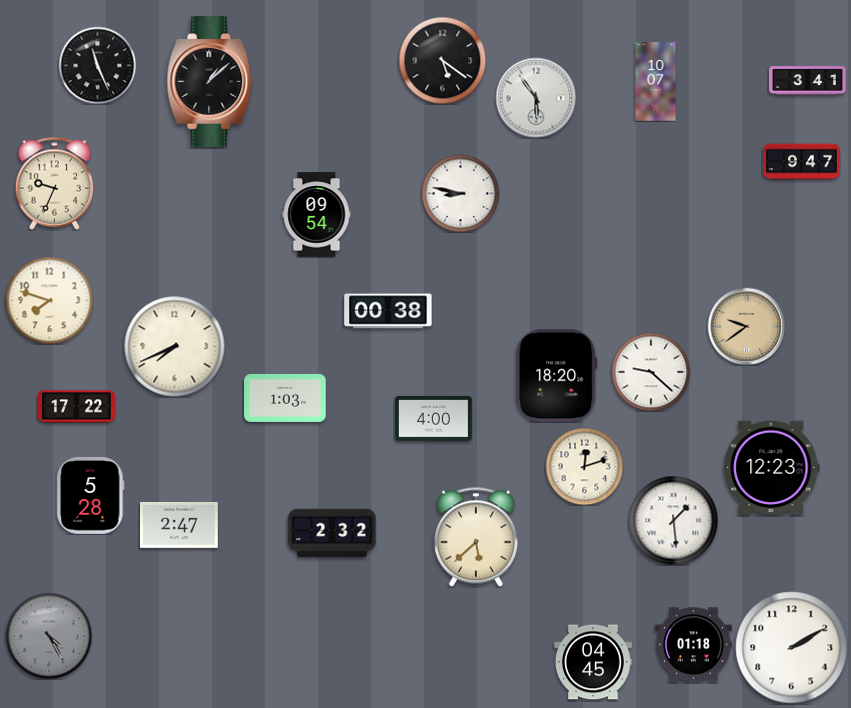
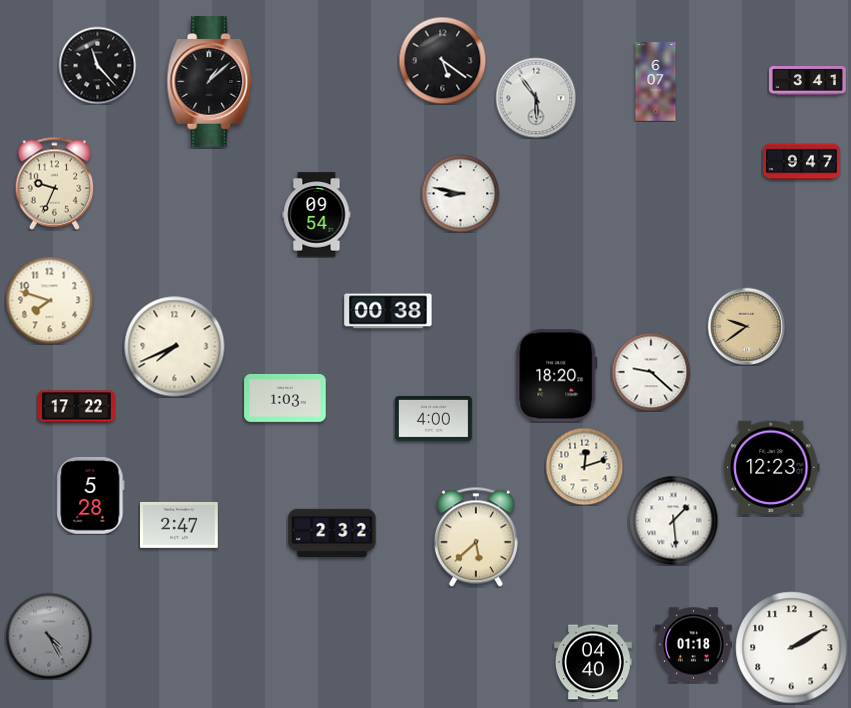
clock at (97, 65): 11:26 -> 11:23
clock at (656, 82): 10:07 -> 6:07
clock at (594, 662): 04:45 -> 04:40
